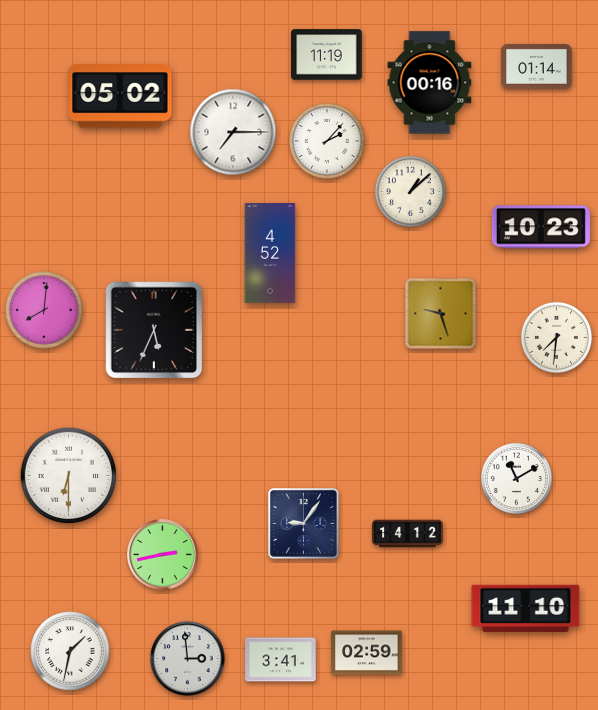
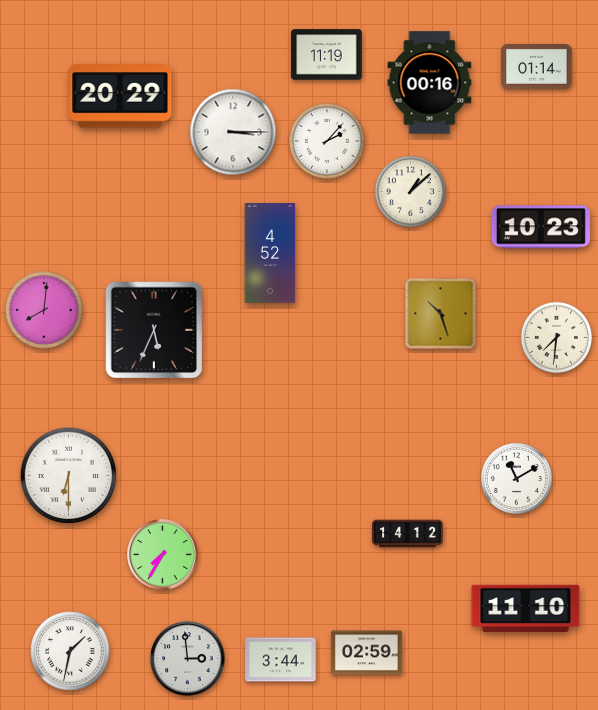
clock at (120, 96): 05:02 -> 20:29
clock at (233, 132): 7:15 -> 3:15
clock at (441, 314): 9:27 -> 10:27
clock at (304, 524): 9:06 -> none
clock at (163, 555): 2:43 -> 7:35
clock at (281, 660): 3:41 -> 3:44
